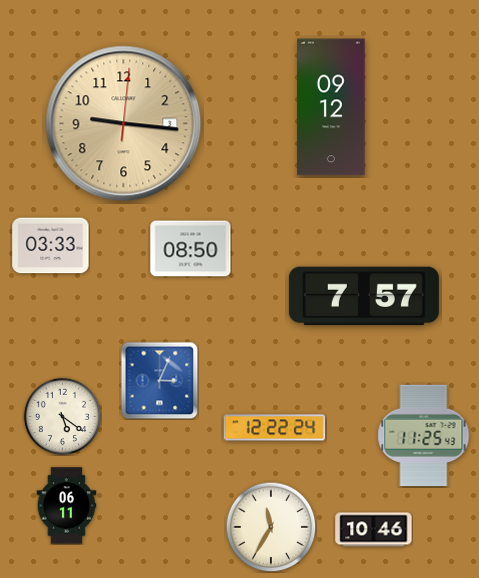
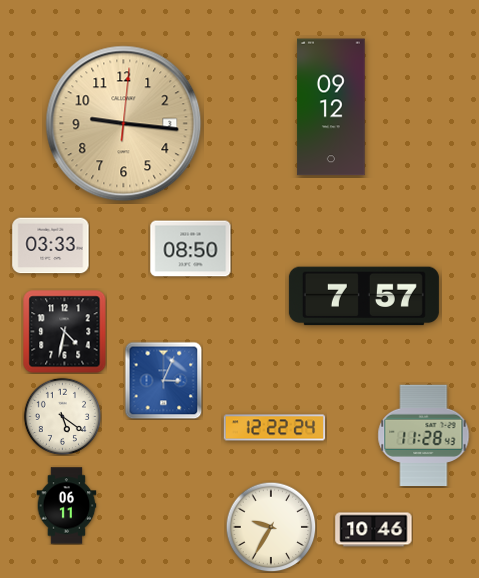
clock at (65, 332): none -> 4:32
clock at (159, 380) position: (159, 380) -> (163, 380)
clock at (424, 436): 11:25 -> 11:28
clock at (271, 527): 11:35 -> 9:35
